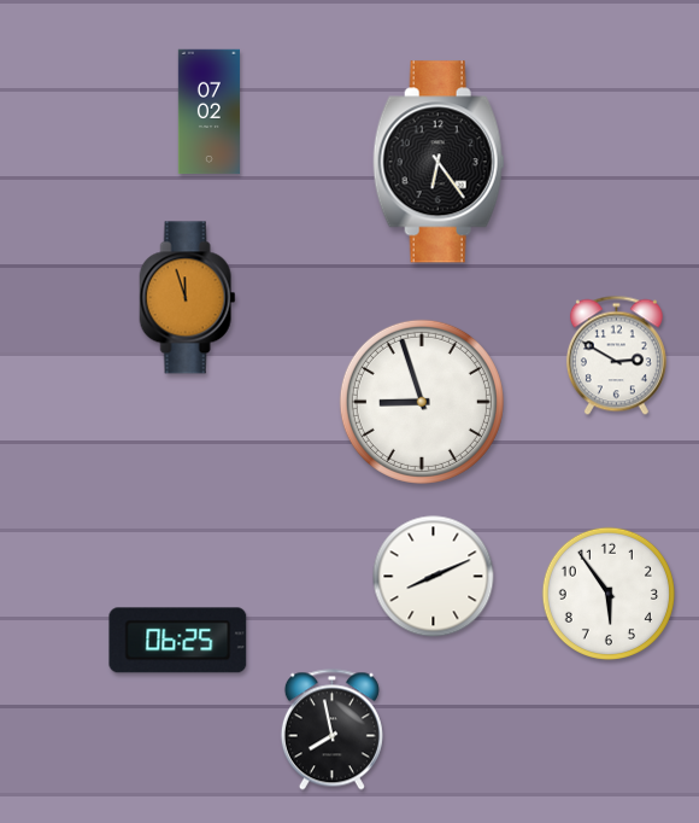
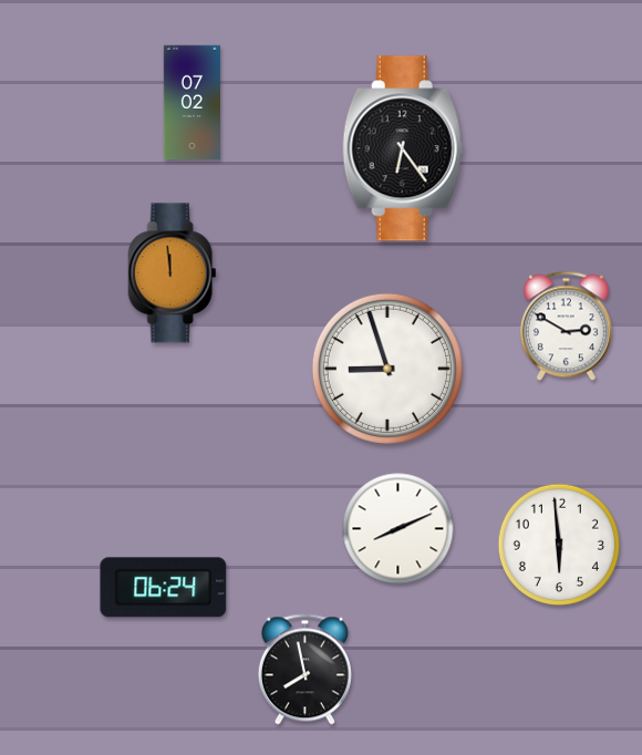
clock at (188, 298): 11:57 -> 11:59
clock at (609, 594): 5:54 -> 5:59
clock at (178, 641): 06:25 -> 06:24
